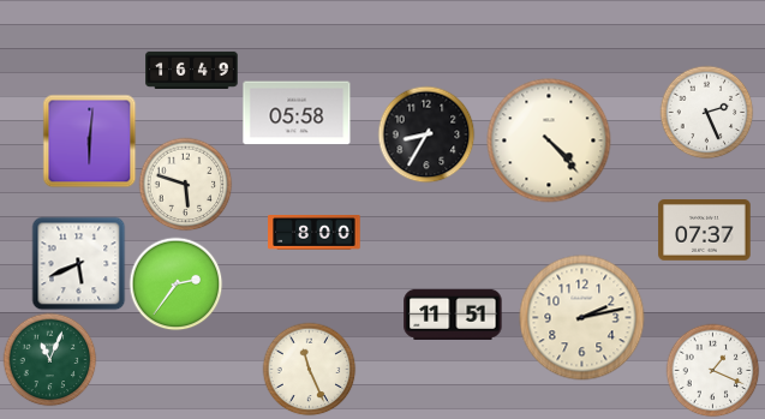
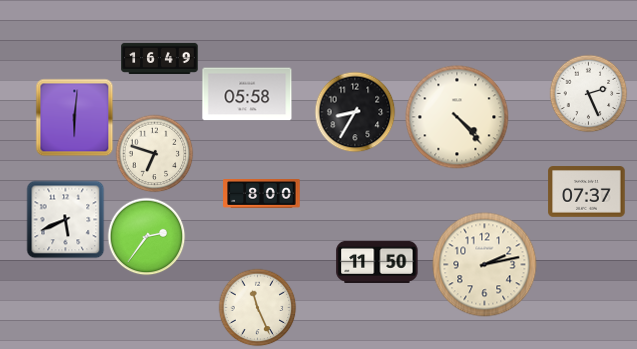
clock at (185, 184): 5:48 -> 6:48
clock at (453, 315): 11:51 -> 11:50
clock at (49, 359): 11:04 -> none
clock at (712, 370): 1:19 -> none
